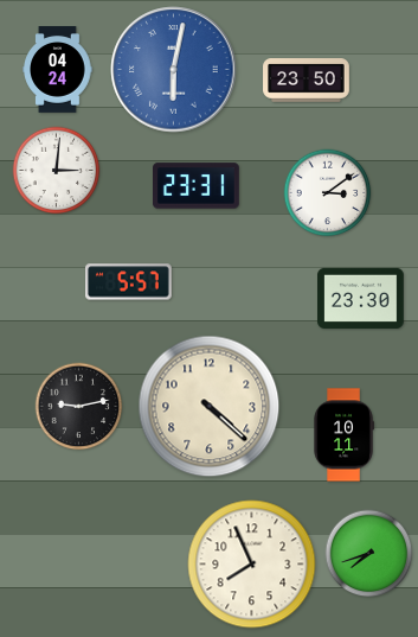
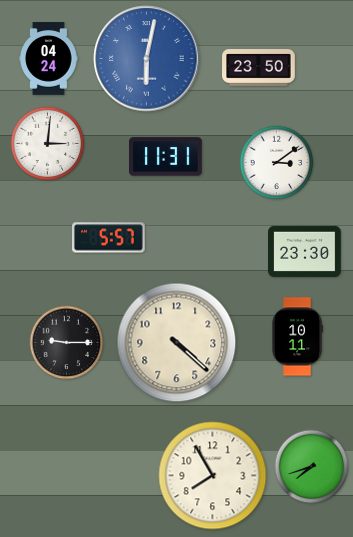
clock at (197, 186): 23:31 -> 11:31
clock at (79, 407): 9:13 -> 9:15
clock at (343, 435) position: (343, 435) -> (297, 337)
clock at (252, 565): 7:56 -> 7:55
